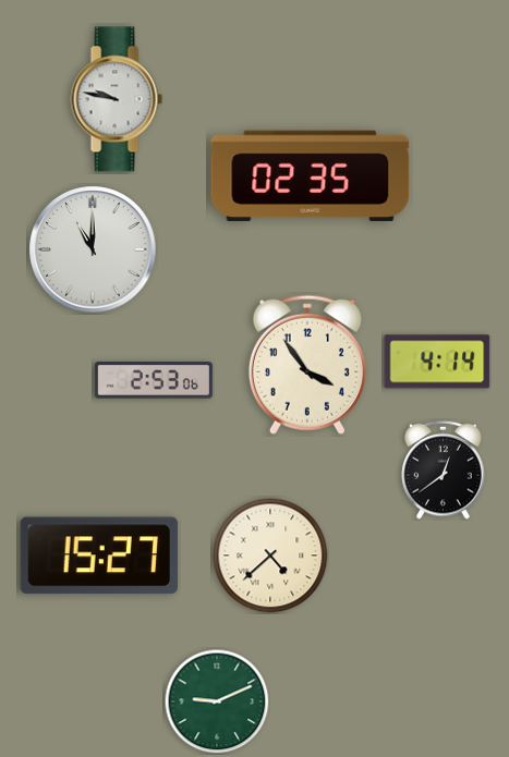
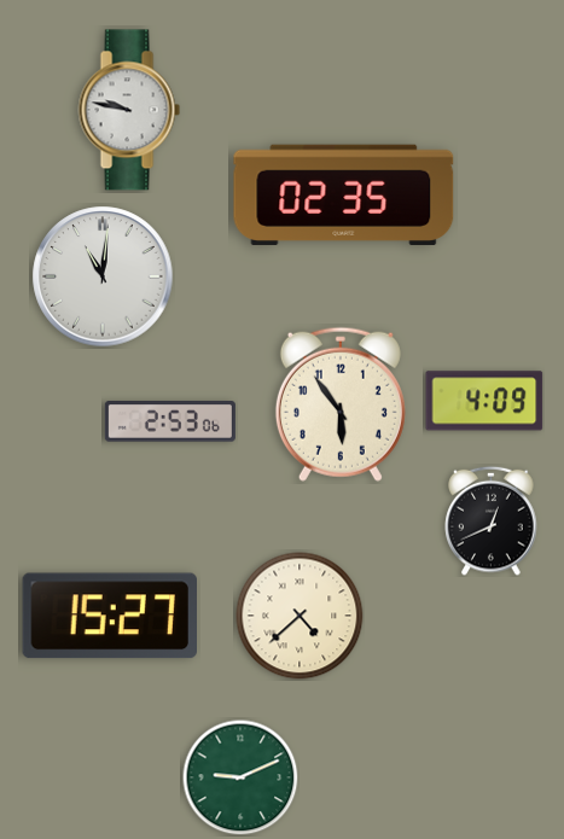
clock at (93, 249): 11:00 -> 11:01
clock at (437, 362): 4:14 -> 4:09
clock at (307, 365): 3:54 -> 5:54
clock at (444, 469): 12:39 -> 12:41
